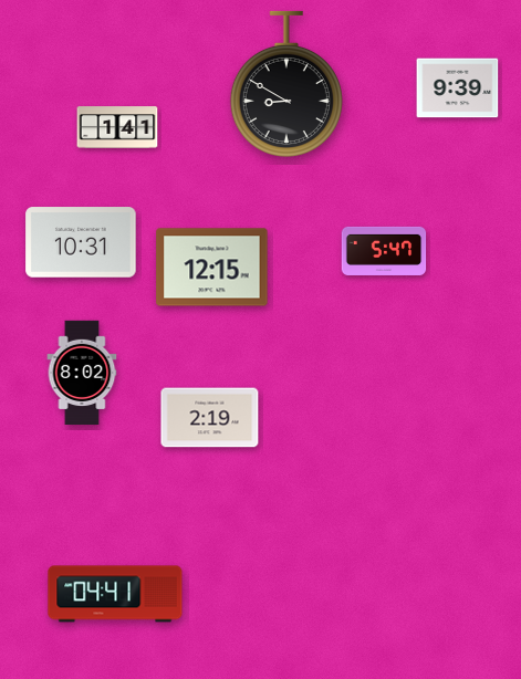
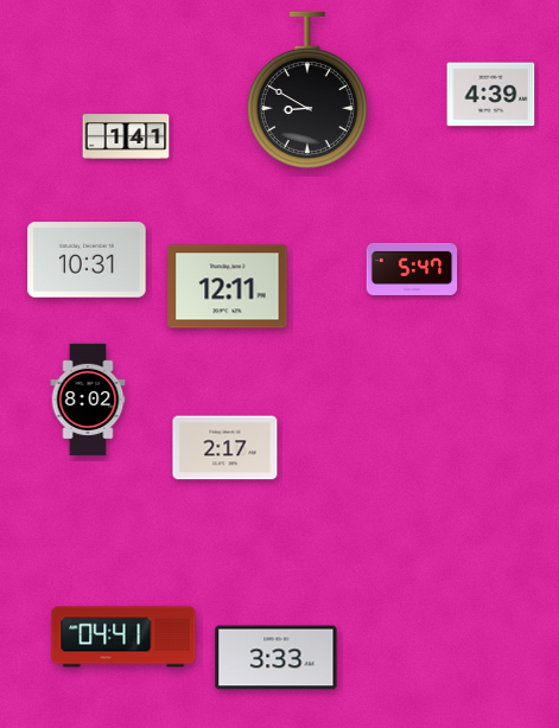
clock at (458, 88): 9:39 -> 4:39
clock at (212, 268): 12:15 -> 12:11
clock at (210, 418): 2:19 -> 2:17
clock at (277, 658): none -> 3:33
